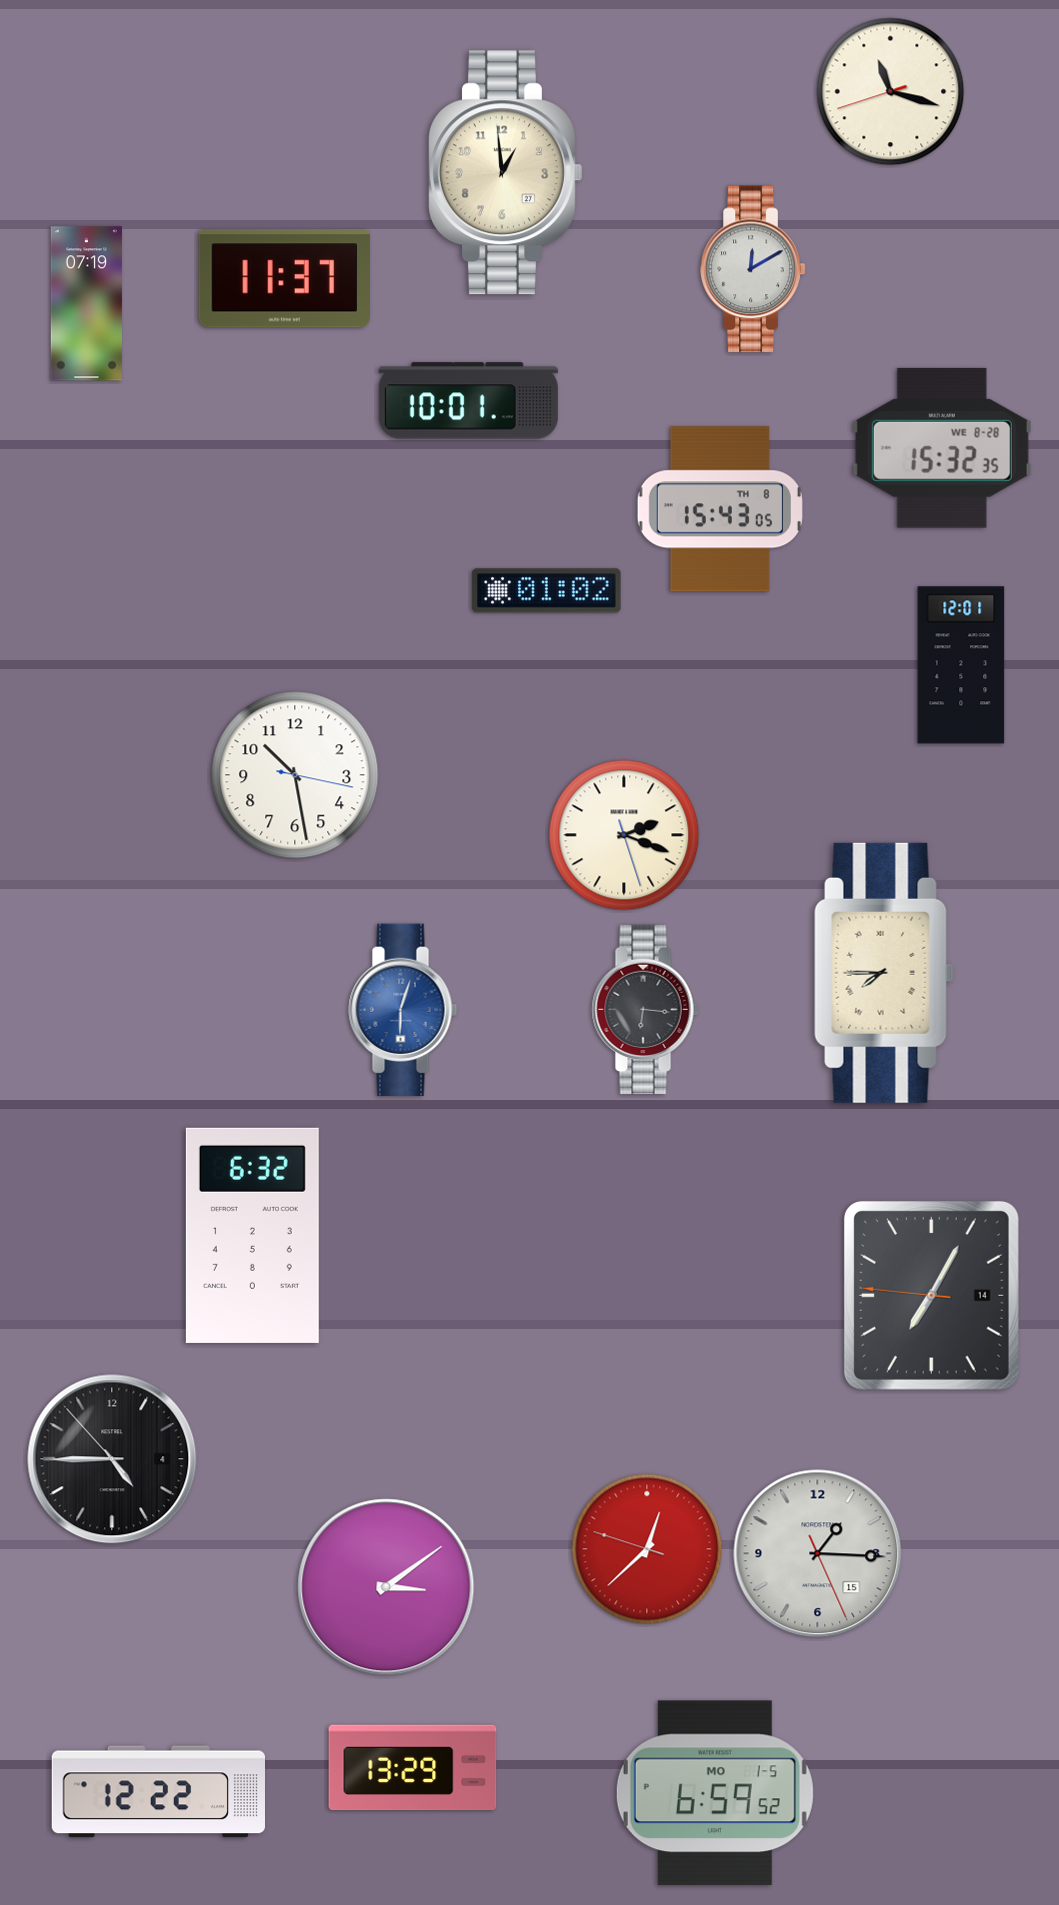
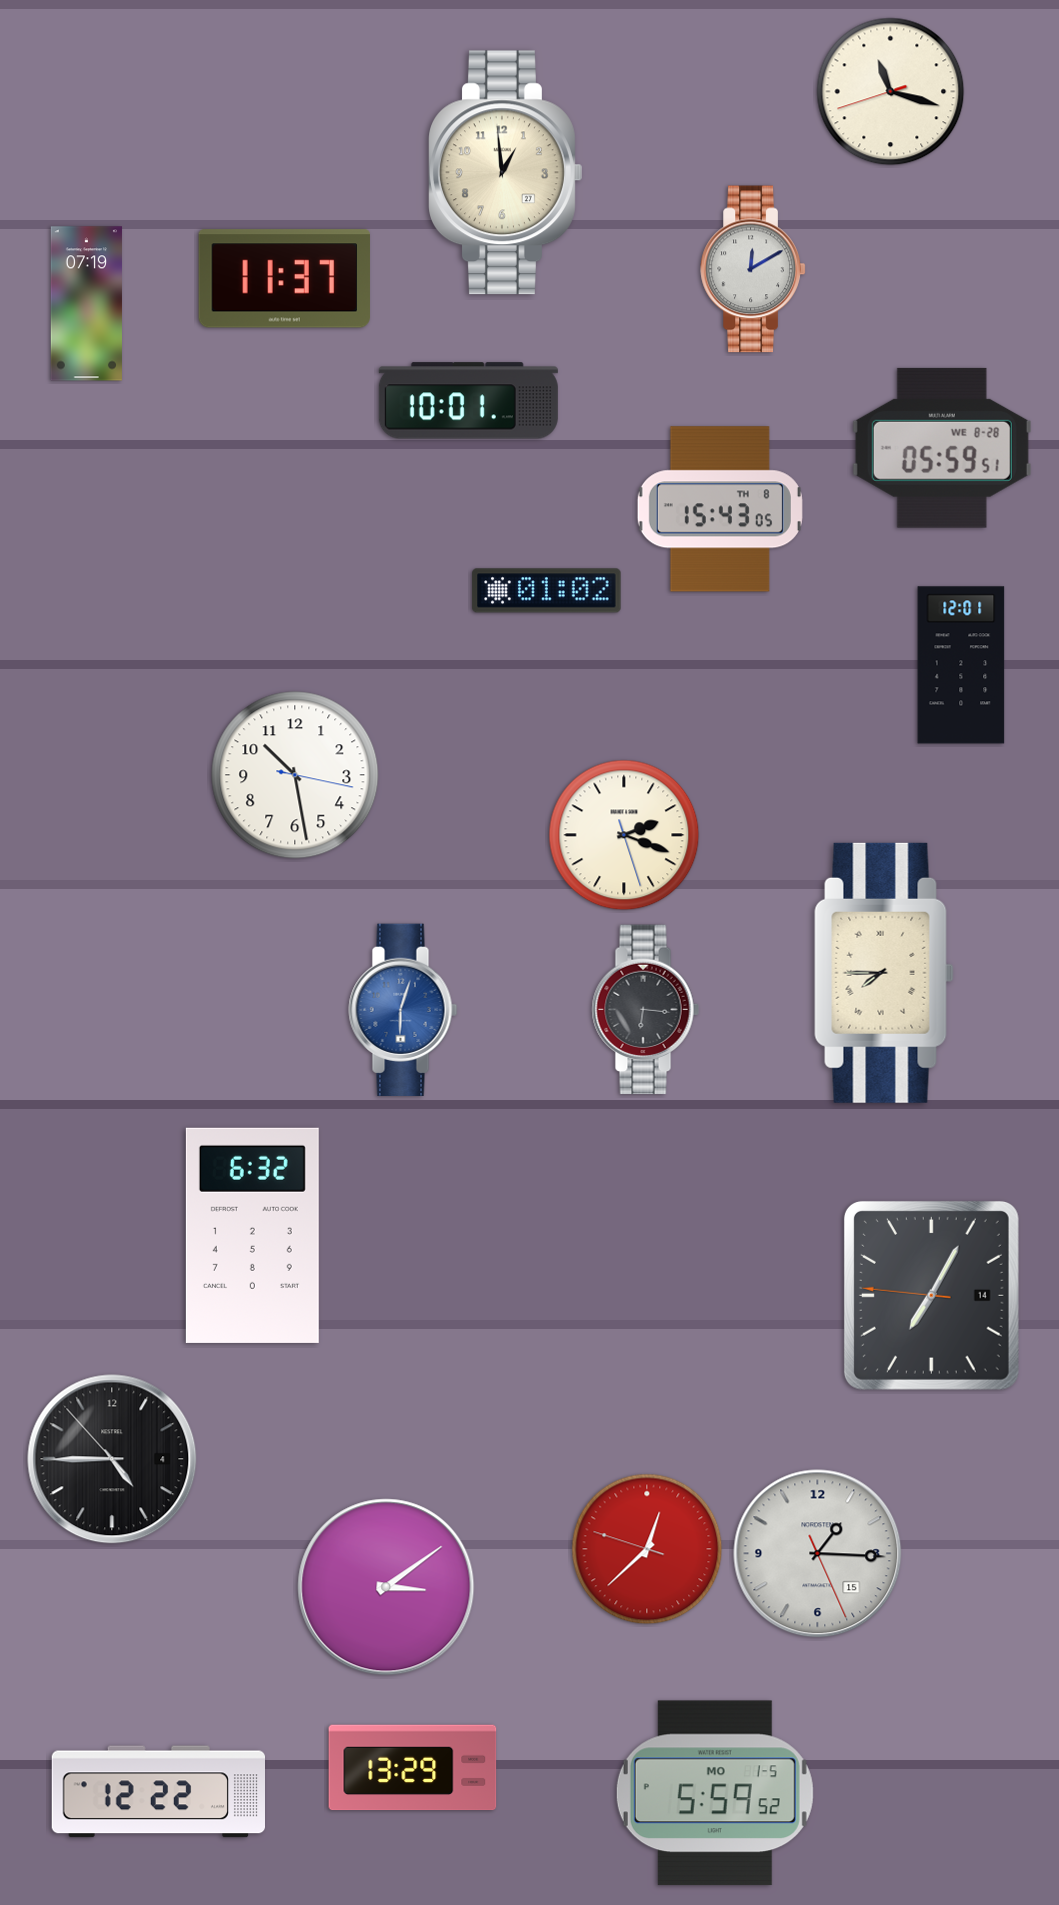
clock at (942, 448): 15:32 -> 05:59
clock at (715, 1793): 6:59 -> 5:59
